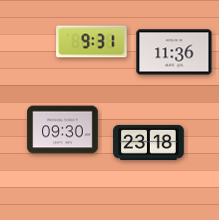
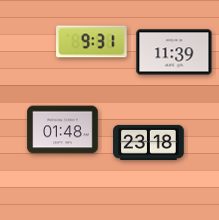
clock at (174, 52): 11:36 -> 11:39
clock at (63, 130): 09:30 -> 01:48
